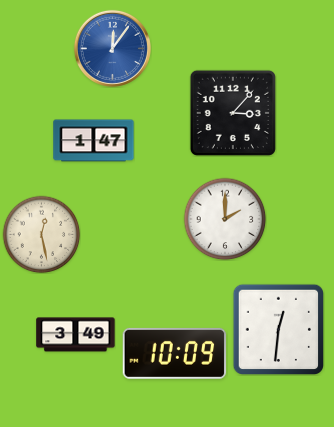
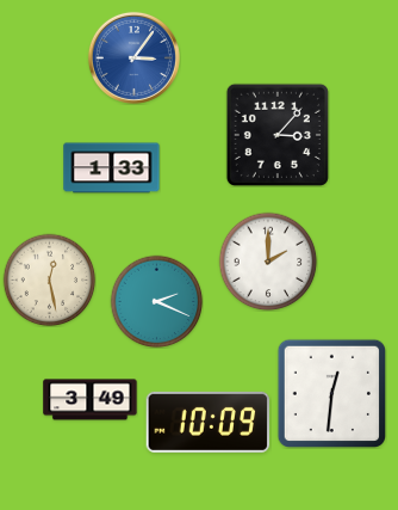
clock at (112, 48): 12:06 -> 3:06
clock at (94, 141): 1:47 -> 1:33
clock at (156, 301): none -> 2:19
